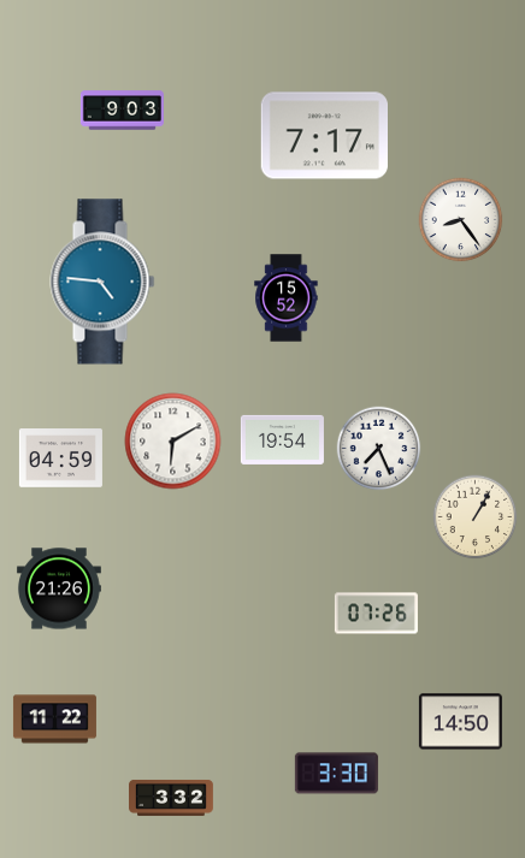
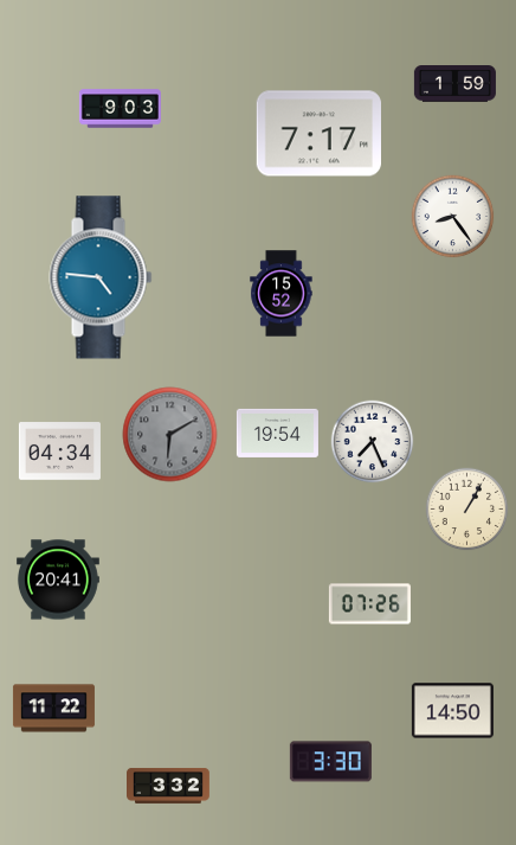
clock at (454, 84): none -> 1:59
clock at (173, 442) dial: white -> grey
clock at (60, 458): 04:59 -> 04:34
clock at (59, 588): 21:26 -> 20:41
